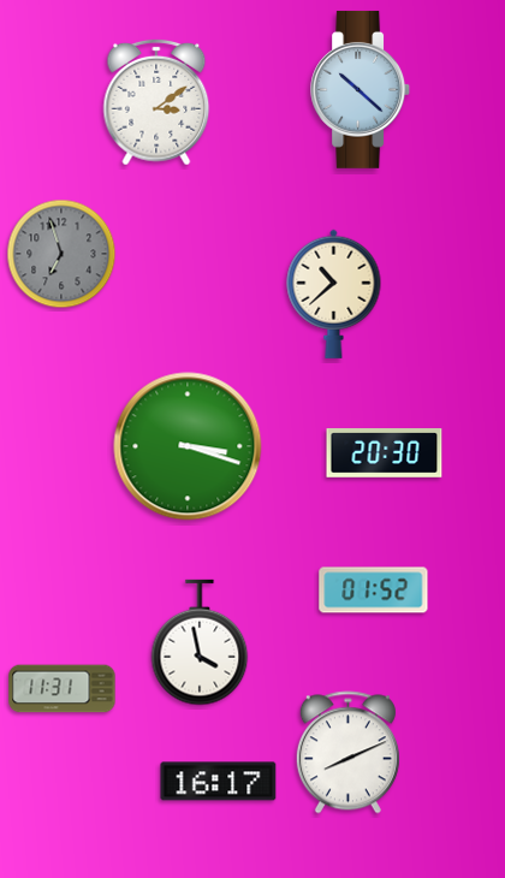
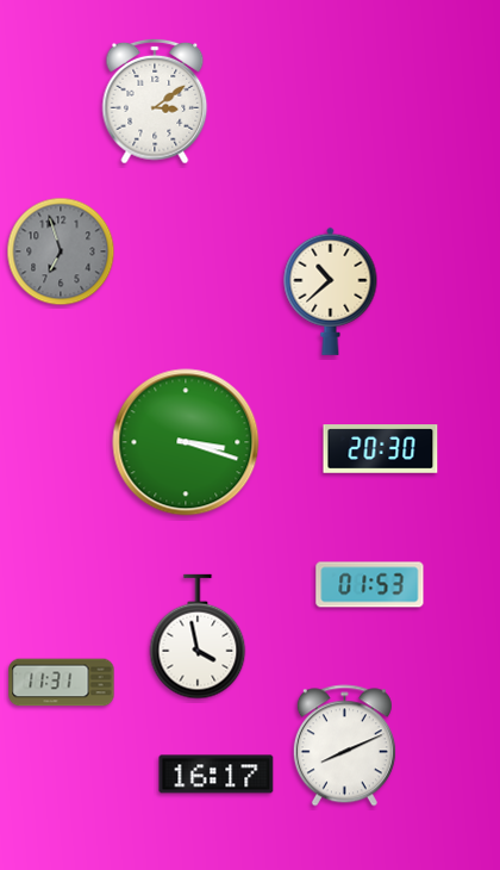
clock at (361, 89): 10:22 -> none
clock at (374, 591): 01:52 -> 01:53
